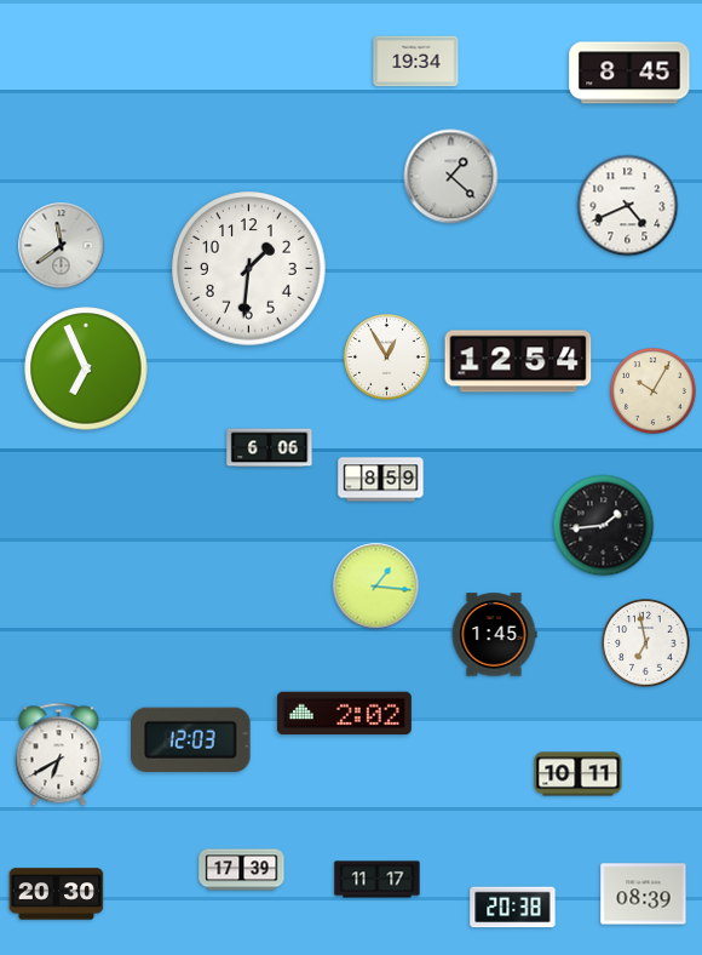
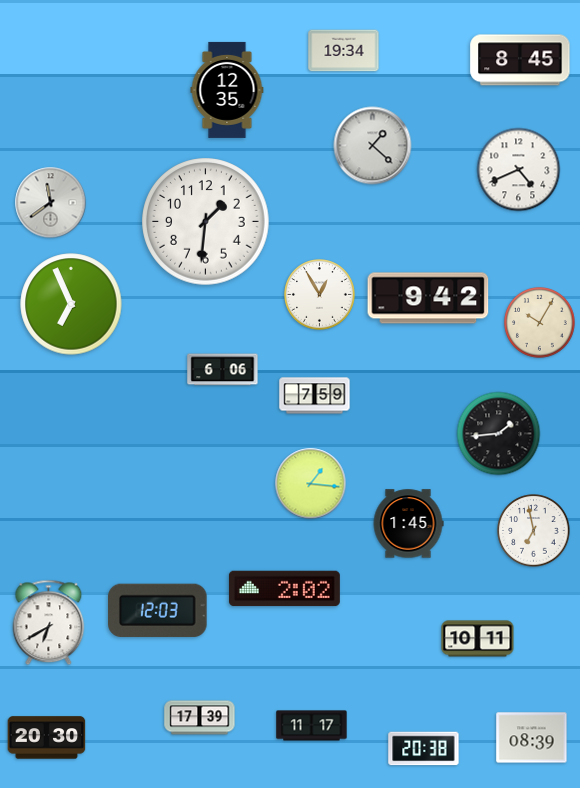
clock at (227, 90): none -> 12:35
clock at (518, 361): 12:54 -> 9:42
clock at (381, 480): 8:59 -> 7:59
